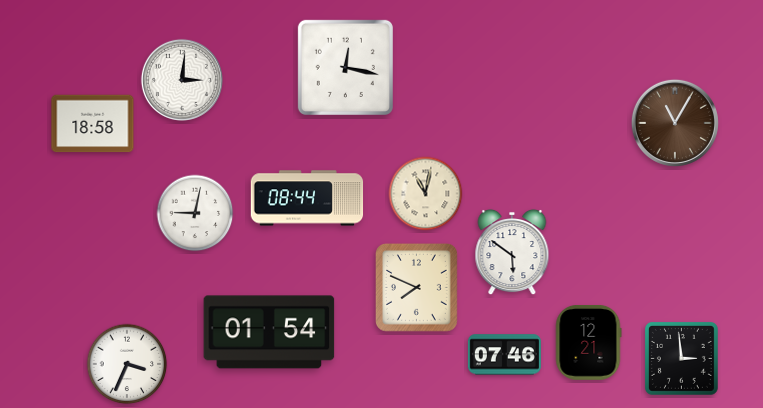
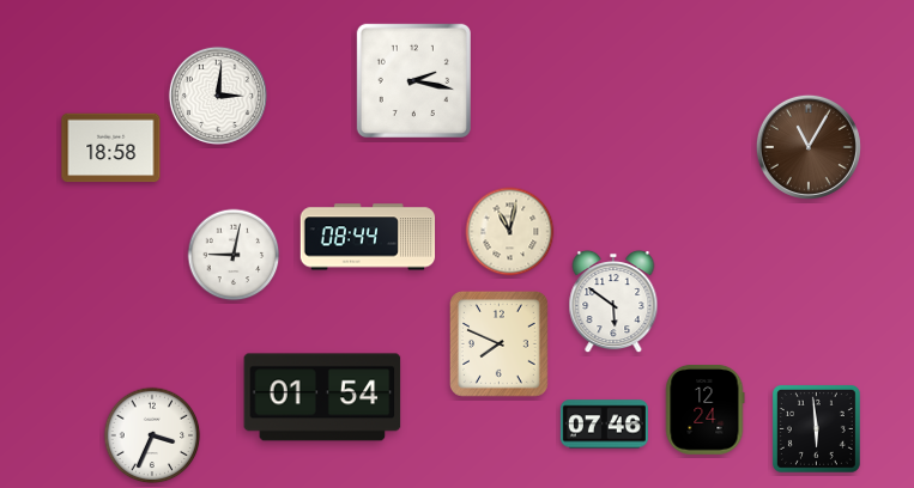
clock at (345, 67): 12:17 -> 2:17
clock at (588, 343): 12:21 -> 12:24
clock at (681, 358): 2:59 -> 5:59
